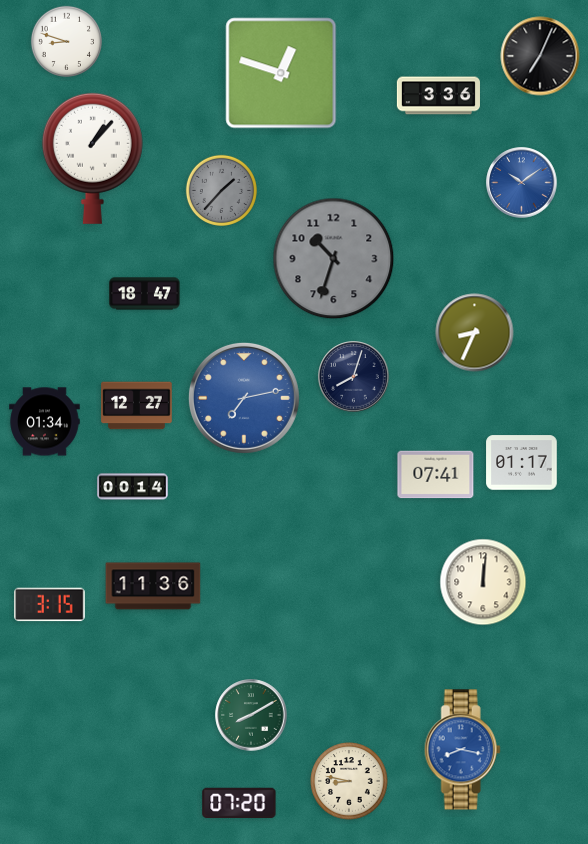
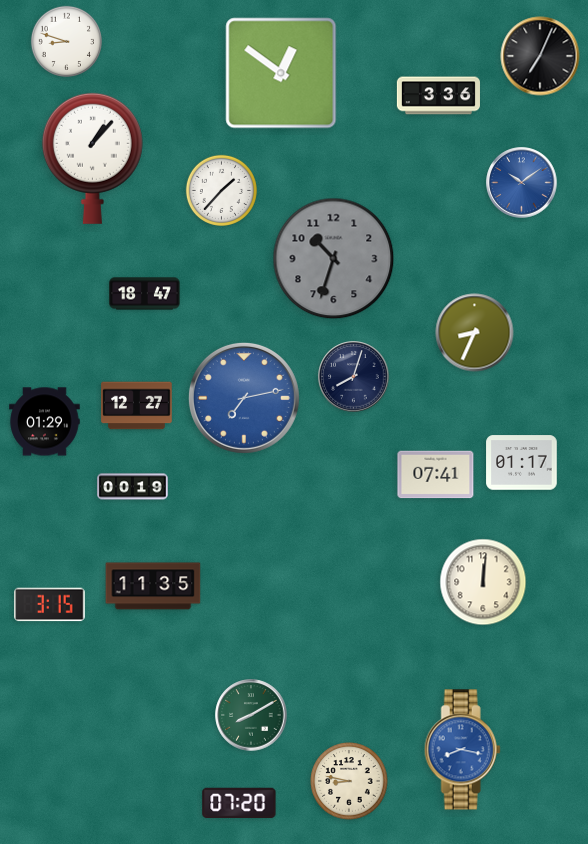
clock at (281, 73): 12:48 -> 12:51
clock at (221, 190) dial: grey -> white
clock at (45, 422): 01:34 -> 01:29
clock at (133, 487): 00:14 -> 00:19
clock at (153, 586): 11:36 -> 11:35
